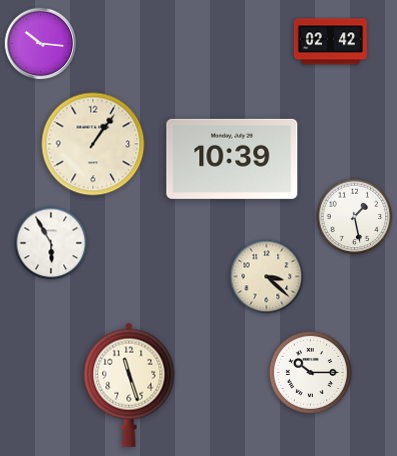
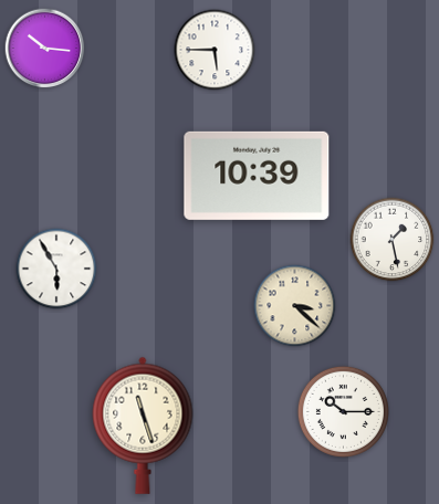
clock at (330, 42): 02:42 -> none
clock at (215, 50): none -> 5:45
clock at (93, 144): 1:06 -> none
